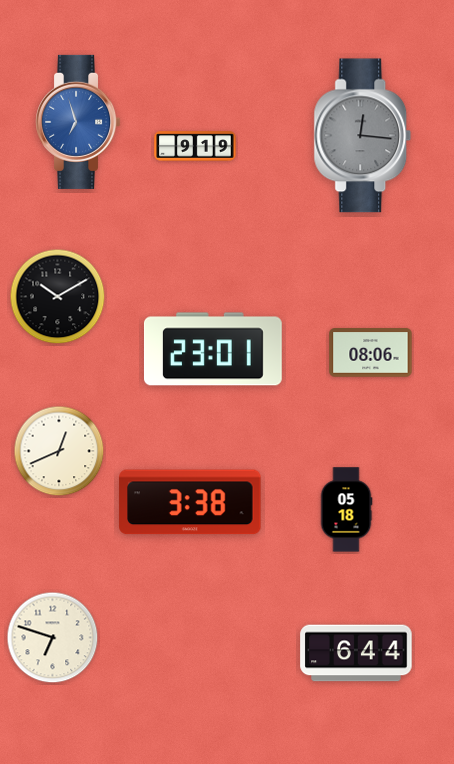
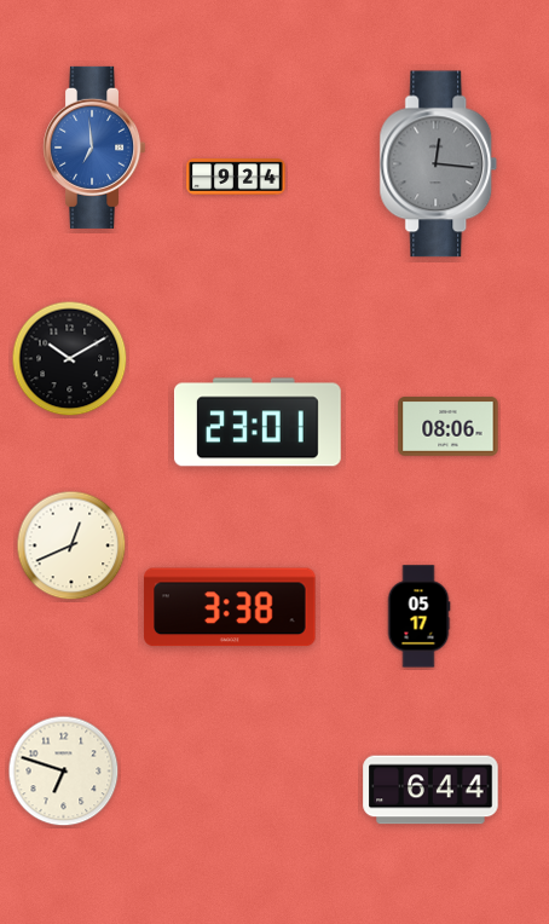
clock at (78, 122): 6:57 -> 6:59
clock at (195, 146): 9:19 -> 9:24
clock at (346, 510): 05:18 -> 05:17
